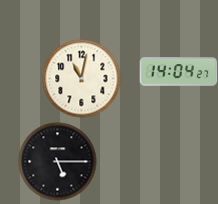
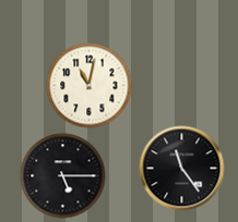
clock at (178, 72): 14:04 -> none
clock at (181, 168): none -> 11:24
